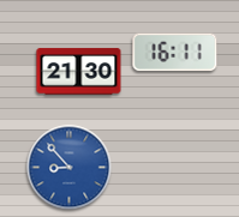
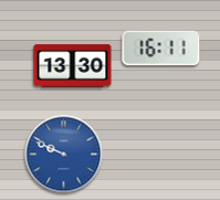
clock at (79, 72): 21:30 -> 13:30
clock at (70, 168): 8:53 -> 9:49
